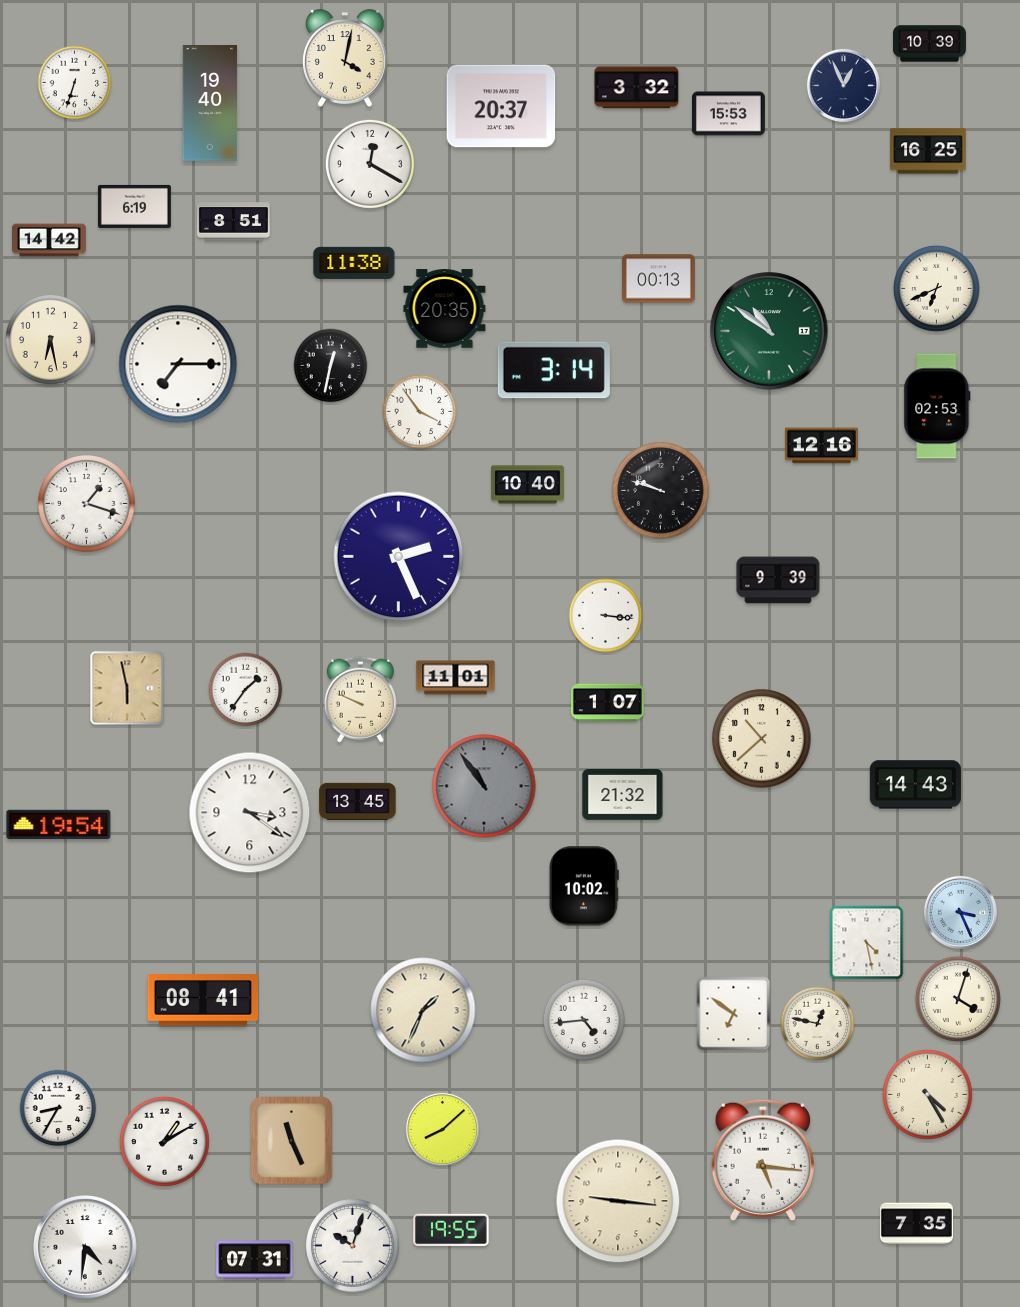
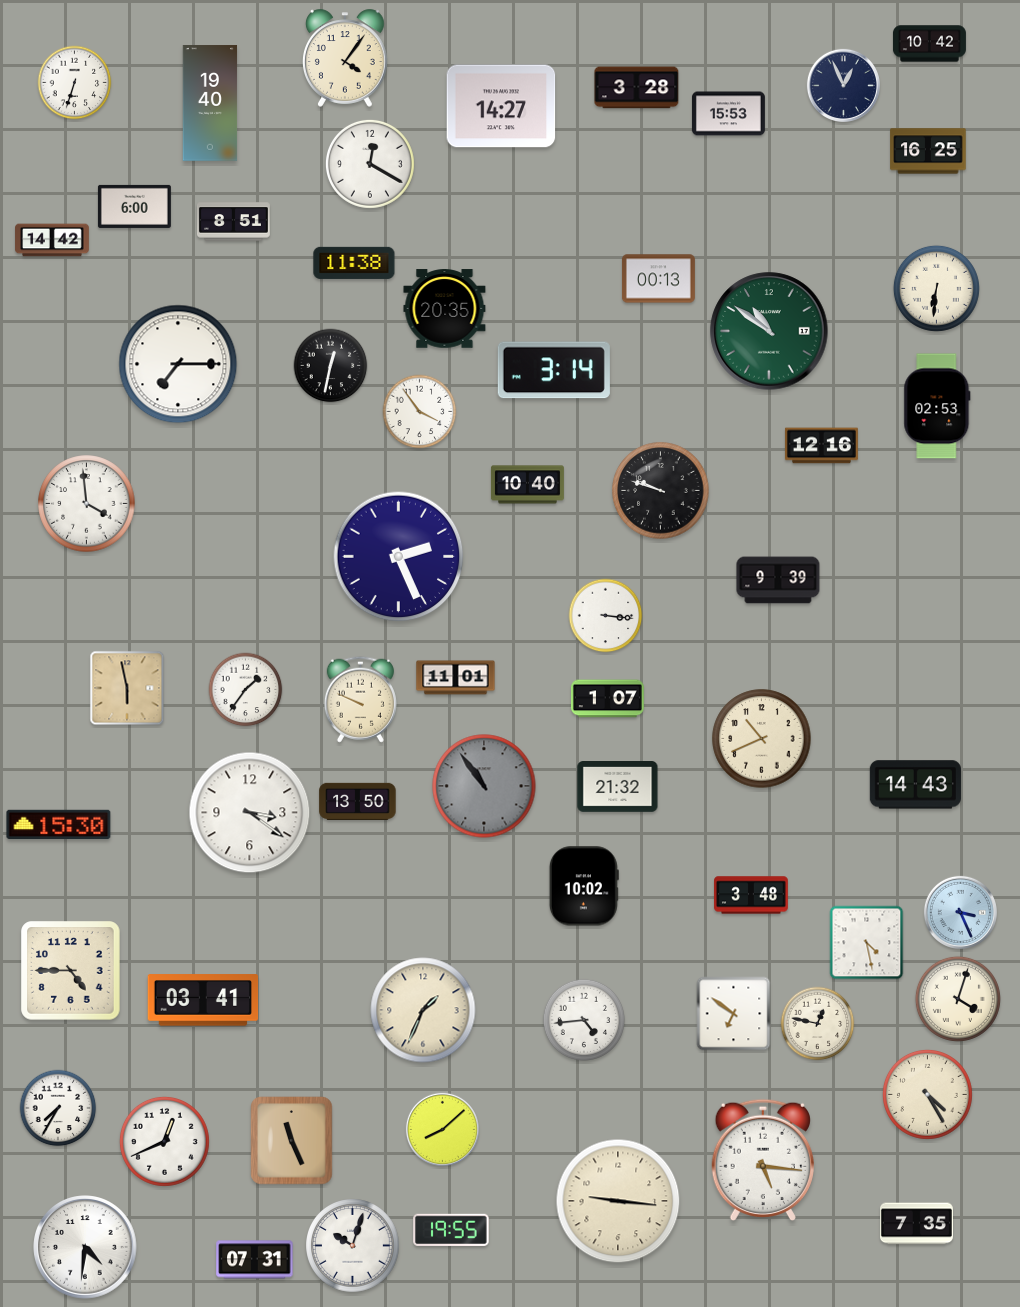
clock at (929, 44): 10:39 -> 10:42
clock at (345, 58): 4:02 -> 4:06
clock at (637, 88): 3:32 -> 3:28
clock at (501, 106): 20:37 -> 14:27
clock at (134, 206): 6:19 -> 6:00
clock at (49, 240) position: (49, 240) -> (52, 240)
clock at (936, 288): 6:41 -> 6:31
clock at (50, 339): 6:28 -> none
clock at (87, 504): 1:18 -> 3:59
clock at (607, 703) position: (607, 703) -> (607, 699)
clock at (762, 739): 10:38 -> 10:41
clock at (623, 795) position: (623, 795) -> (618, 787)
clock at (358, 801): 13:45 -> 13:50
clock at (59, 825): 19:54 -> 15:30
clock at (751, 895): none -> 3:48
clock at (71, 971): none -> 4:45
clock at (203, 1000): 08:41 -> 03:41
clock at (58, 1108): 8:35 -> 7:35
clock at (164, 1141): 1:10 -> 12:41
